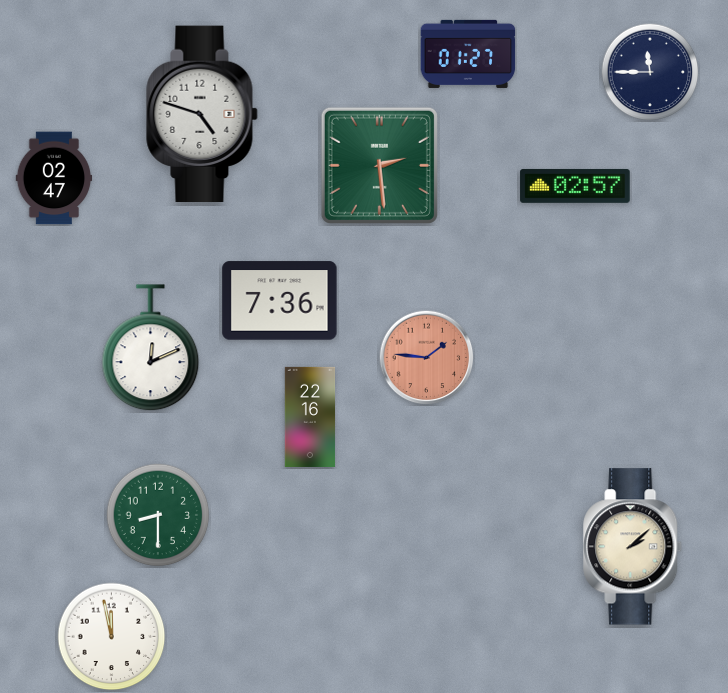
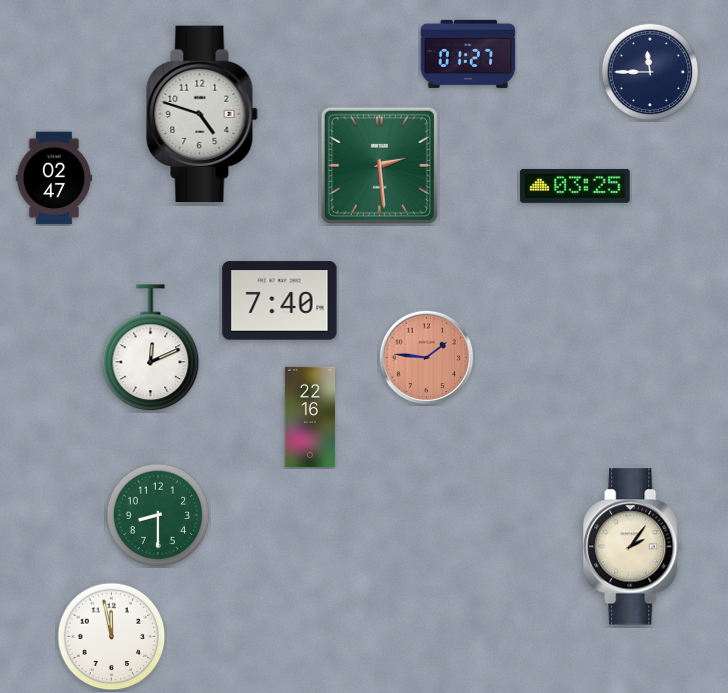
clock at (575, 186): 02:57 -> 03:25
clock at (280, 301): 7:36 -> 7:40
clock at (633, 547): 2:08 -> 2:06
